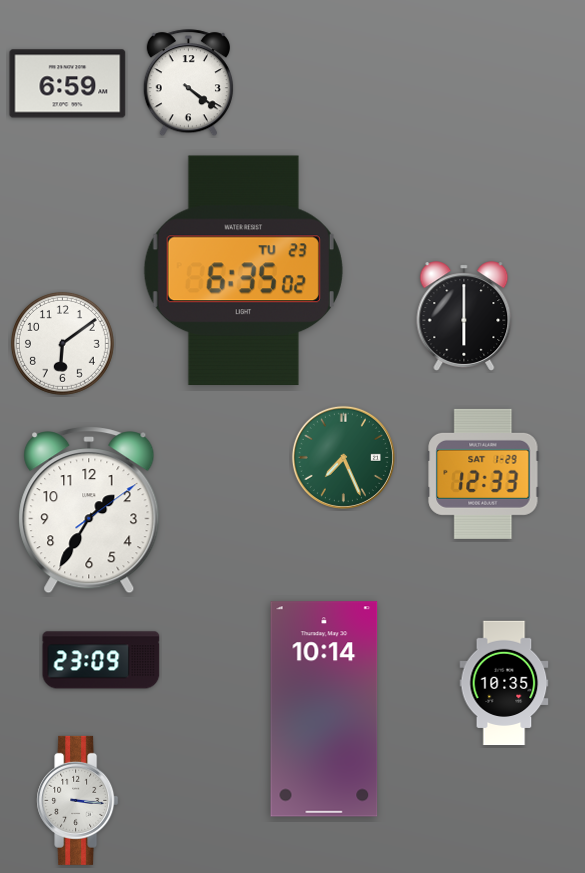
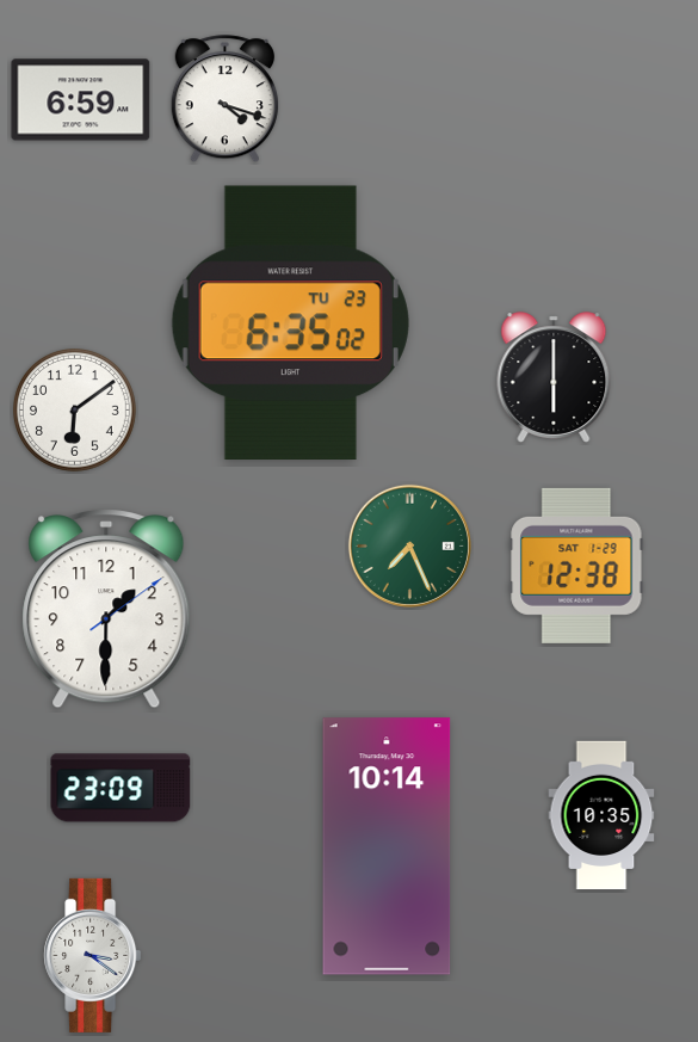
clock at (188, 83): 4:21 -> 4:18
clock at (483, 474): 12:33 -> 12:38
clock at (89, 511): 1:35 -> 1:30
clock at (78, 800): 3:16 -> 3:21
